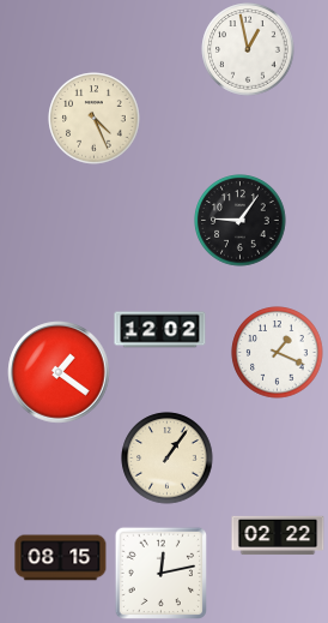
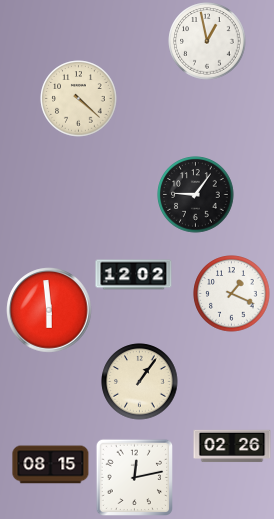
clock at (95, 119): 4:26 -> 4:22
clock at (241, 221) position: (241, 221) -> (196, 195)
clock at (59, 372): 1:21 -> 5:59
clock at (278, 535): 02:22 -> 02:26
